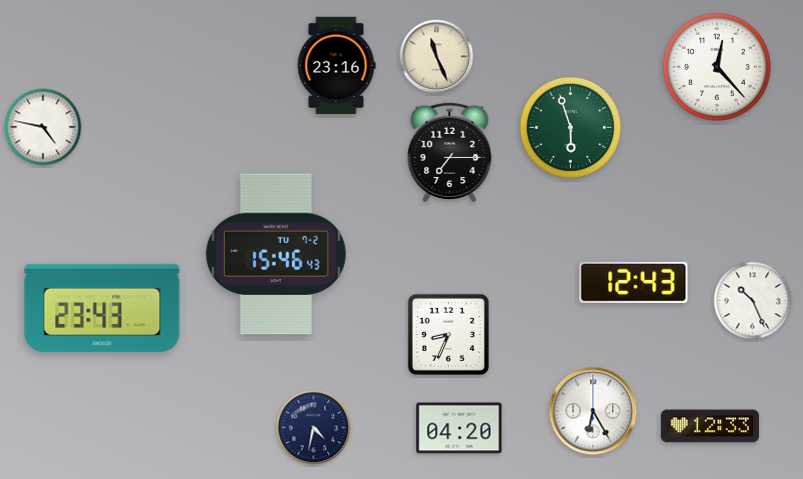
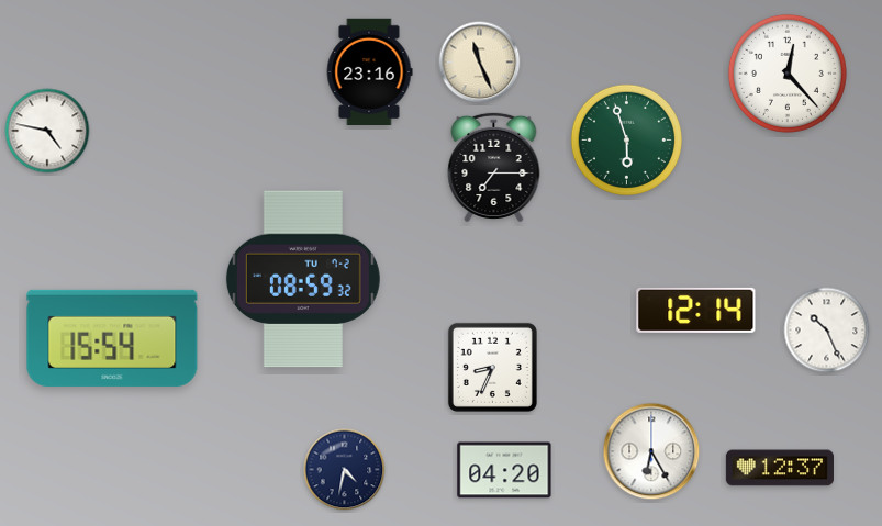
clock at (43, 127) position: (43, 127) -> (47, 131)
clock at (276, 254): 15:46 -> 08:59
clock at (634, 282): 12:43 -> 12:14
clock at (102, 308): 23:43 -> 15:54
clock at (710, 426): 12:33 -> 12:37
